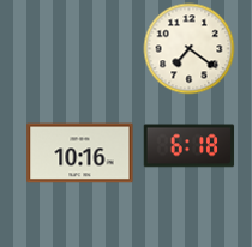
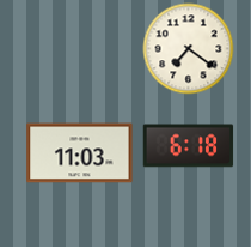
clock at (80, 153): 10:16 -> 11:03
